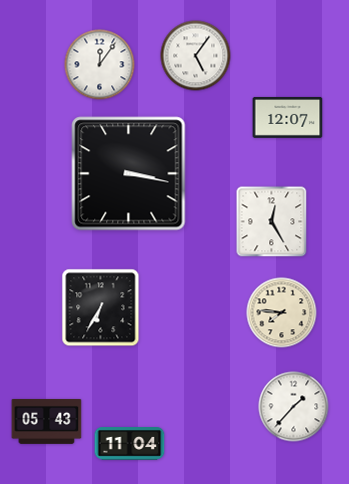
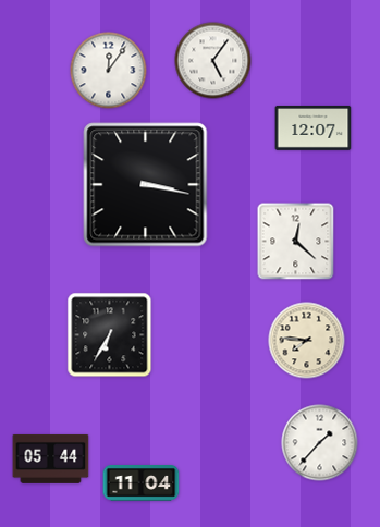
clock at (129, 174) position: (129, 174) -> (146, 185)
clock at (272, 222): 12:25 -> 12:22
clock at (47, 421): 05:43 -> 05:44
